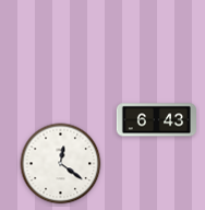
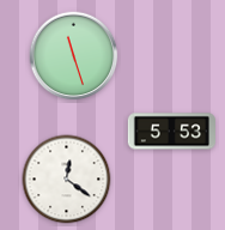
clock at (74, 56): none -> 11:27
clock at (156, 120): 6:43 -> 5:53
